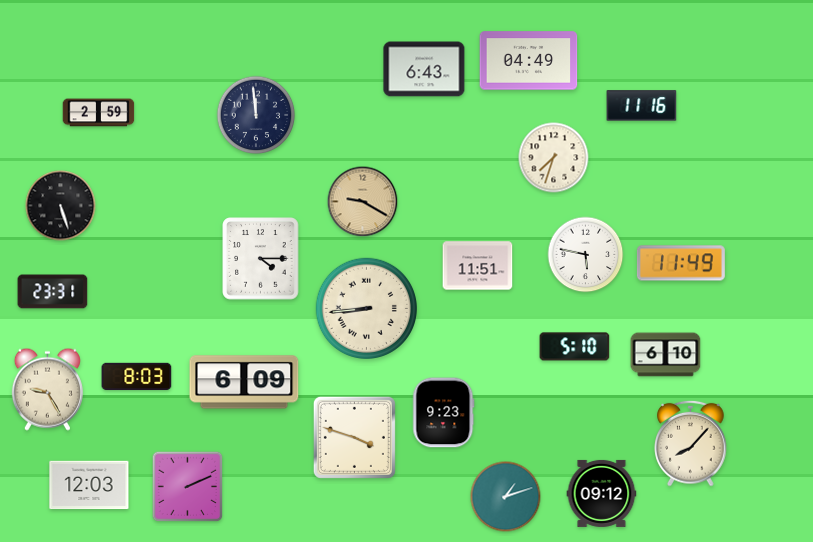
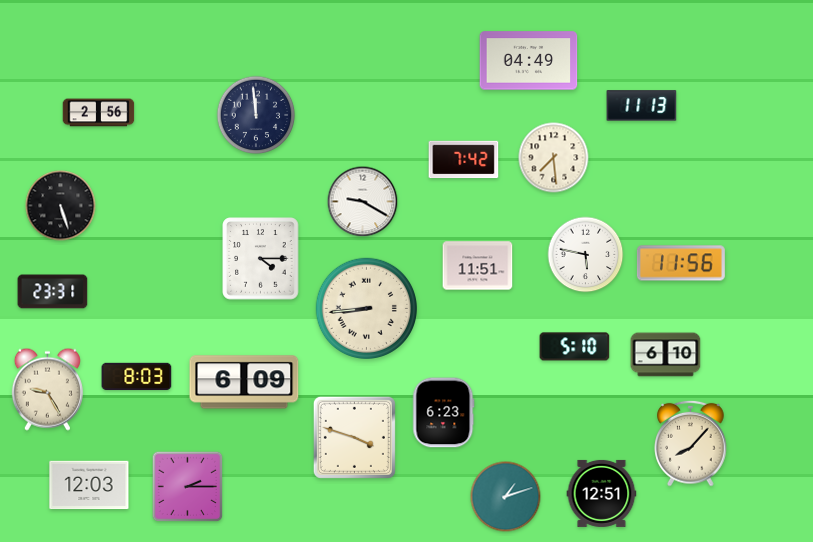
clock at (424, 69): 6:43 -> none
clock at (642, 106): 11:16 -> 11:13
clock at (99, 113): 2:59 -> 2:56
clock at (554, 158): 7:33 -> 7:29
clock at (464, 160): none -> 7:42
clock at (363, 202) dial: champagne -> white
clock at (681, 263): 11:49 -> 11:56
clock at (444, 413): 9:23 -> 6:23
clock at (188, 487): 2:11 -> 2:15
clock at (602, 493): 09:12 -> 12:51
